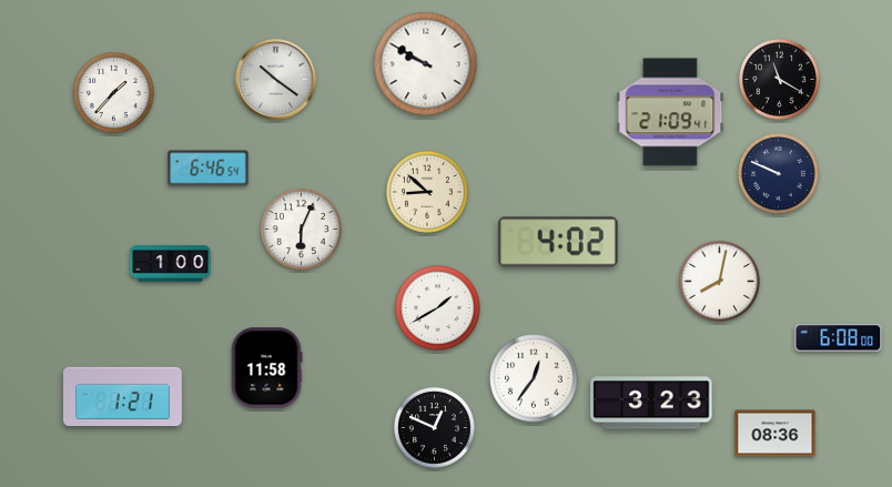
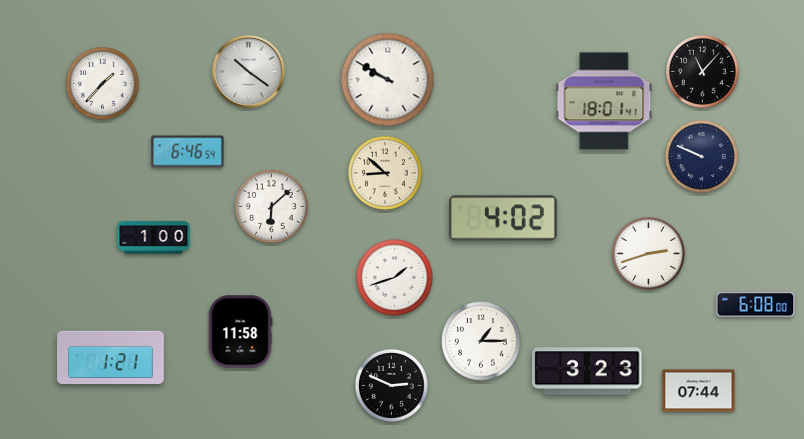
clock at (426, 64) position: (426, 64) -> (388, 80)
clock at (779, 79): 11:20 -> 11:07
clock at (670, 112): 21:09 -> 18:01
clock at (301, 229): 6:04 -> 6:08
clock at (719, 281): 8:02 -> 2:42
clock at (438, 308): 1:40 -> 1:42
clock at (534, 378): 12:36 -> 1:15
clock at (651, 403) position: (651, 403) -> (587, 371)
clock at (434, 427): 12:49 -> 2:49
clock at (776, 434): 08:36 -> 07:44
